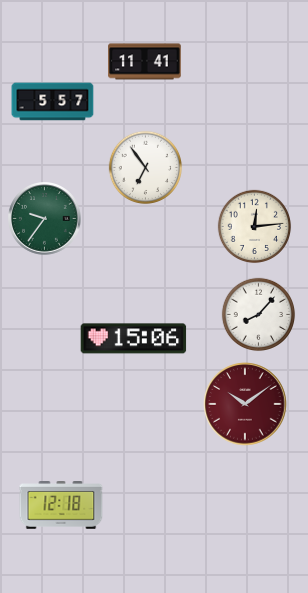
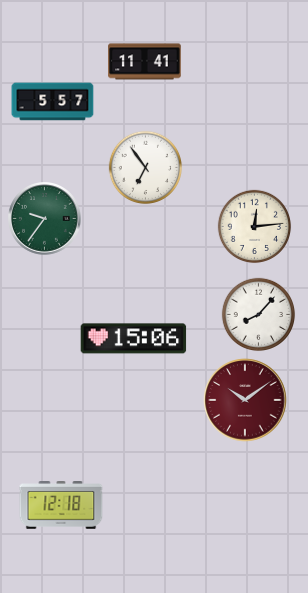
clock at (245, 404) position: (245, 404) -> (245, 400)
